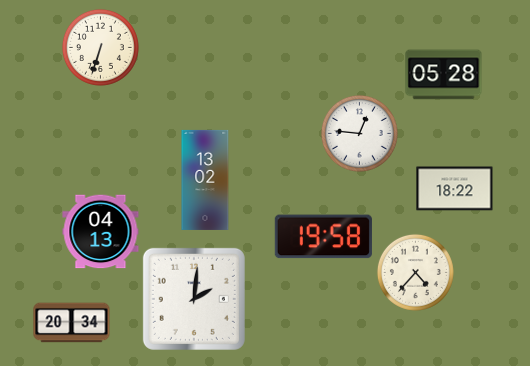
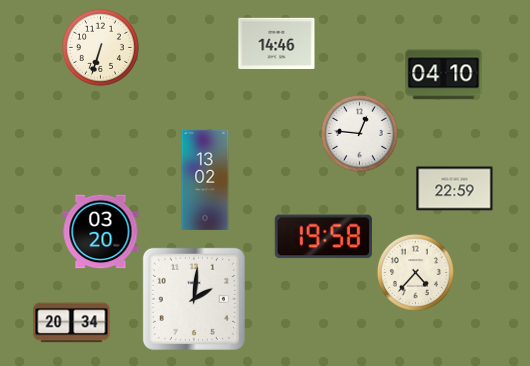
clock at (277, 43): none -> 14:46
clock at (444, 75): 05:28 -> 04:10
clock at (455, 189): 18:22 -> 22:59
clock at (101, 232): 04:13 -> 03:20
